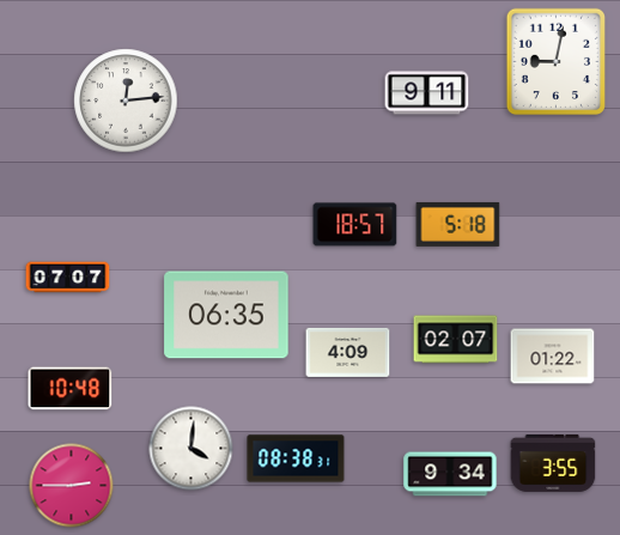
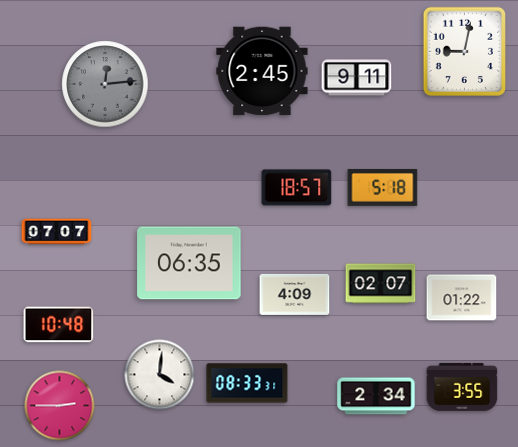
clock at (262, 71): none -> 2:45
clock at (126, 101) dial: white -> grey
clock at (348, 352) position: (348, 352) -> (295, 294)
clock at (296, 458): 08:38 -> 08:33
clock at (450, 474): 9:34 -> 2:34
